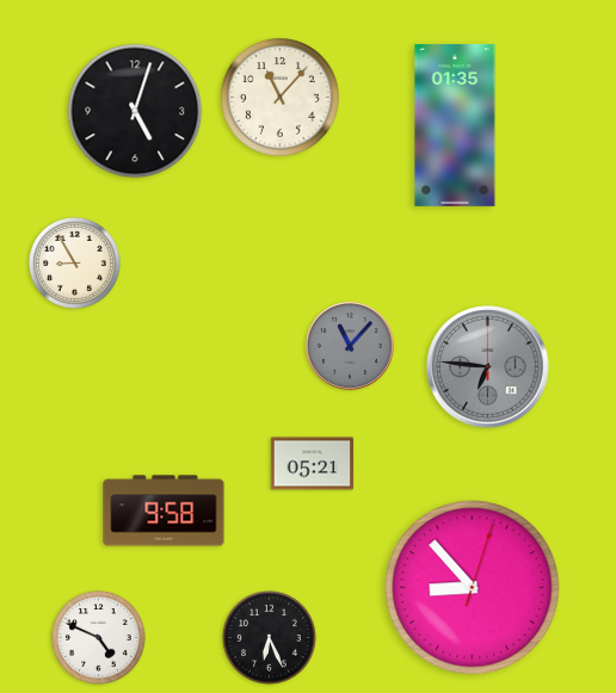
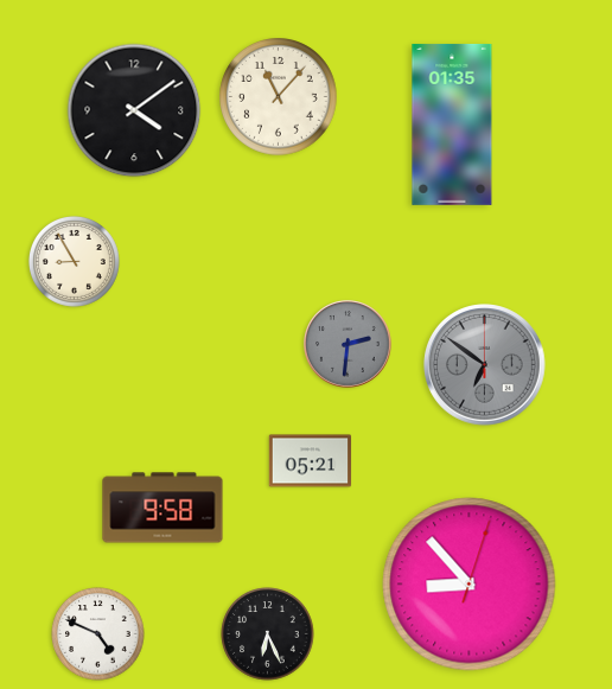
clock at (135, 111): 5:03 -> 4:09
clock at (350, 346): 11:07 -> 2:31
clock at (488, 367): 6:46 -> 6:51
